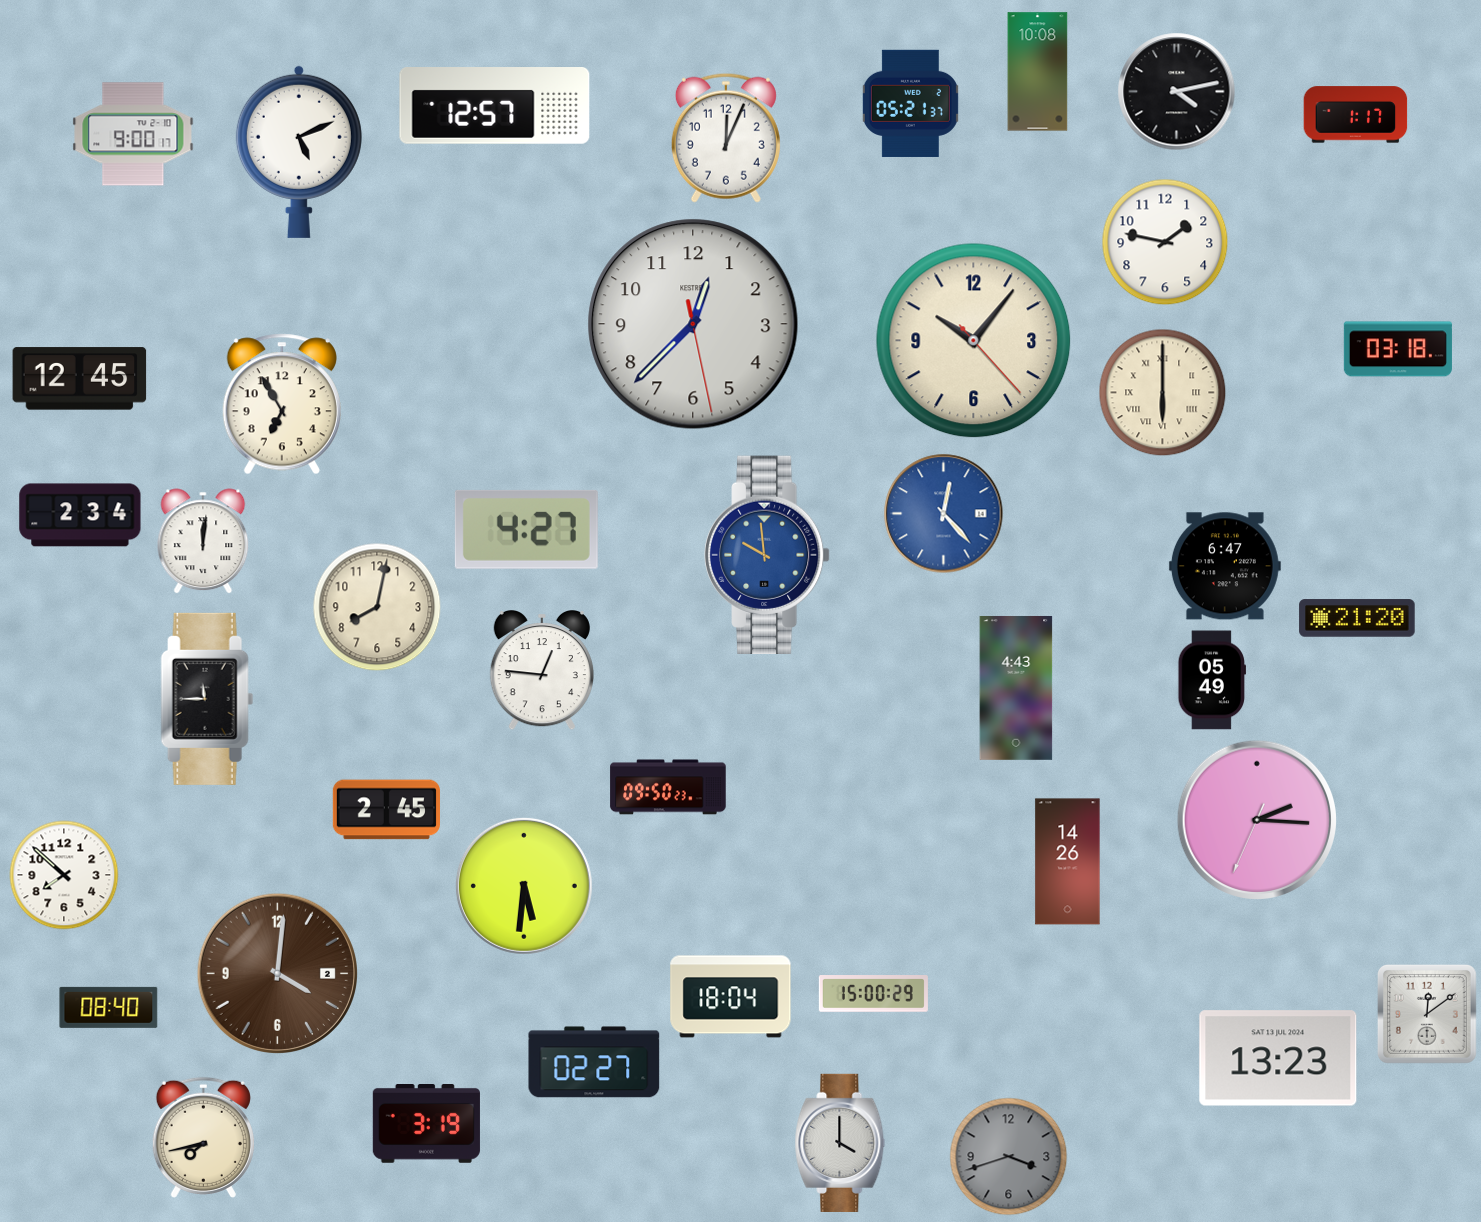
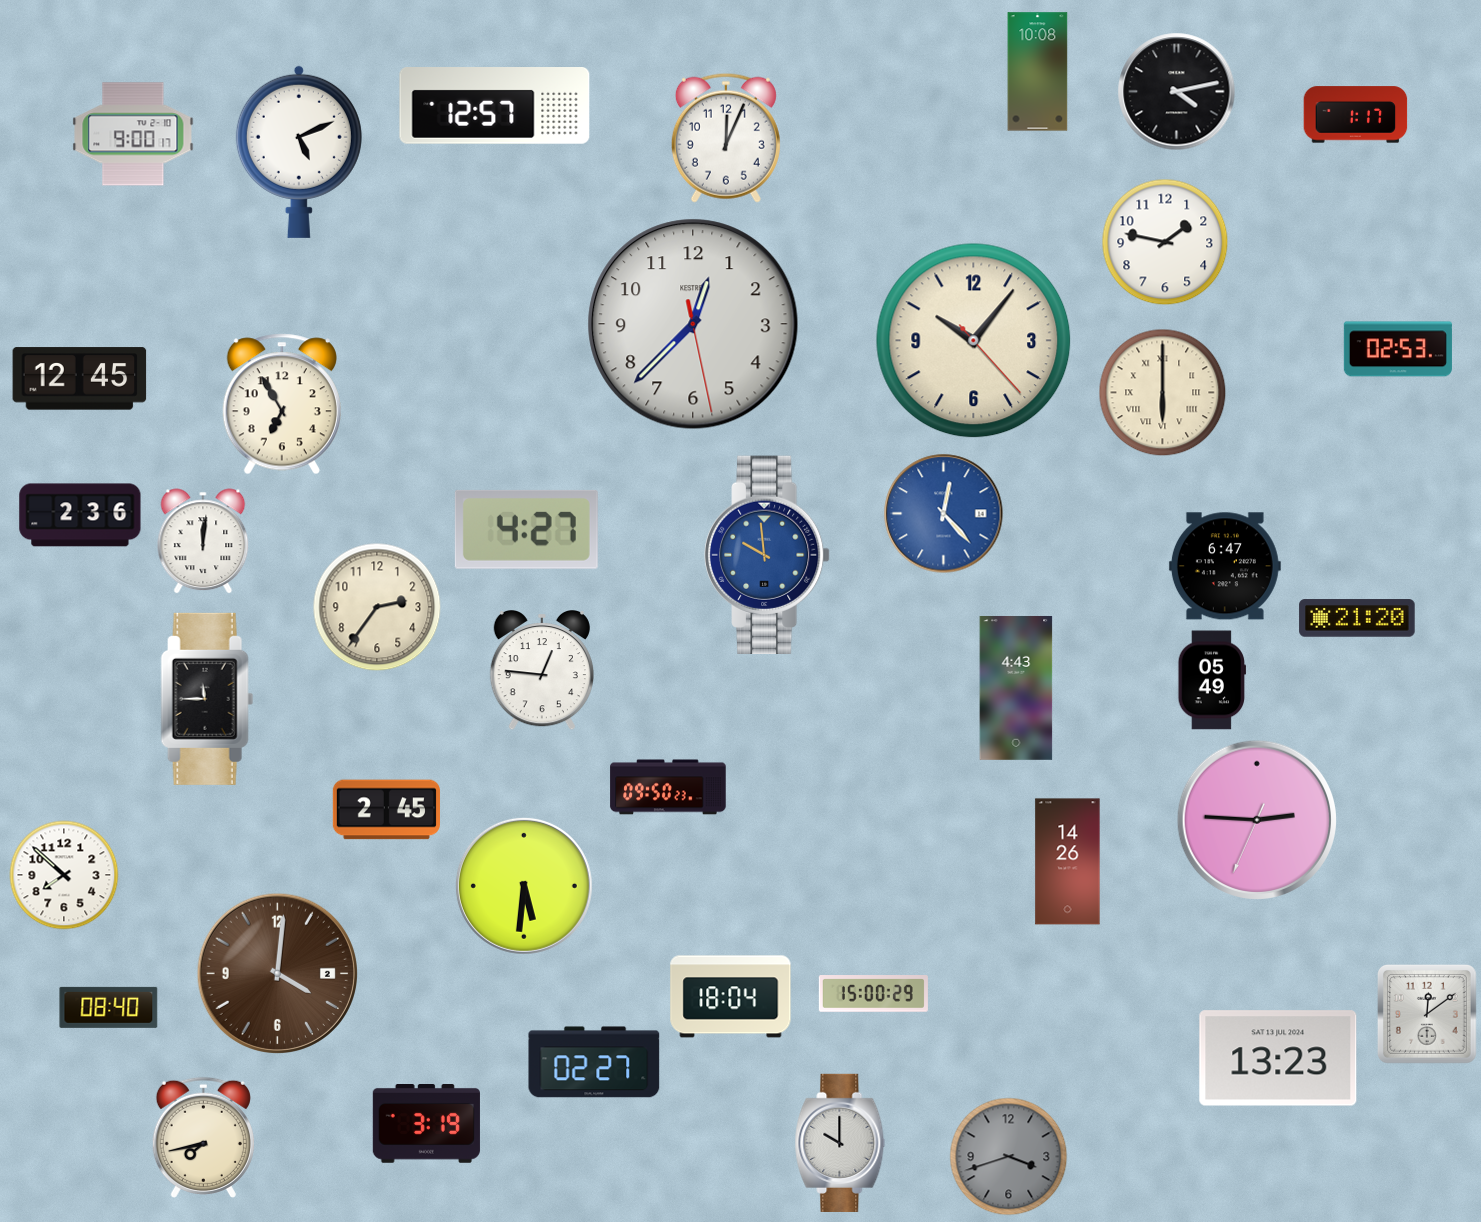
clock at (910, 103): 05:21 -> none
clock at (1398, 349): 03:18 -> 02:53
clock at (80, 515): 2:34 -> 2:36
clock at (377, 607): 8:02 -> 2:36
clock at (1256, 819): 2:15 -> 2:45
clock at (840, 1143): 4:00 -> 10:00
